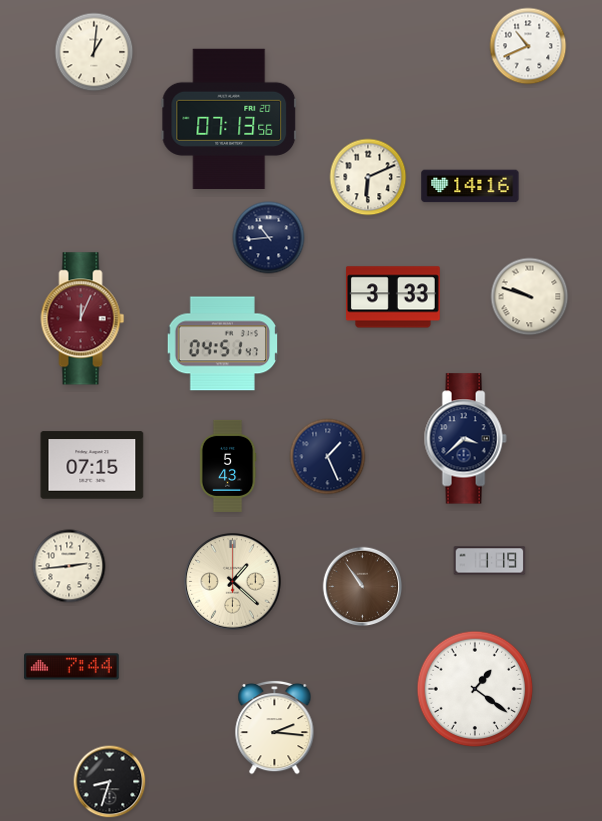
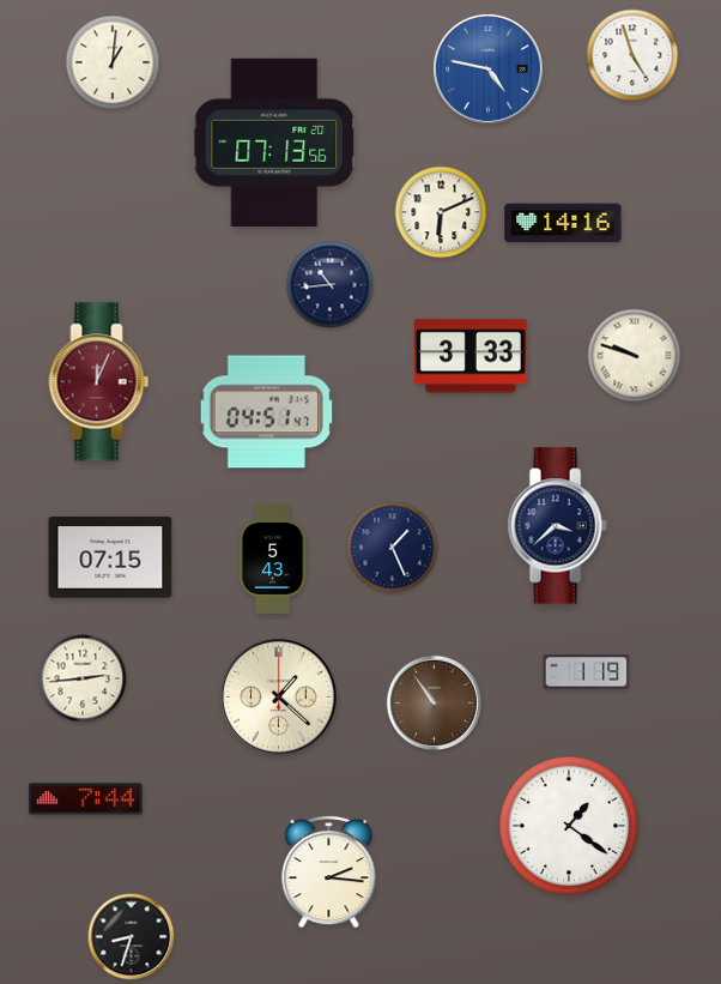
clock at (528, 46): 10:41 -> 4:57
clock at (487, 68): none -> 4:47
clock at (269, 238) position: (269, 238) -> (331, 285)
